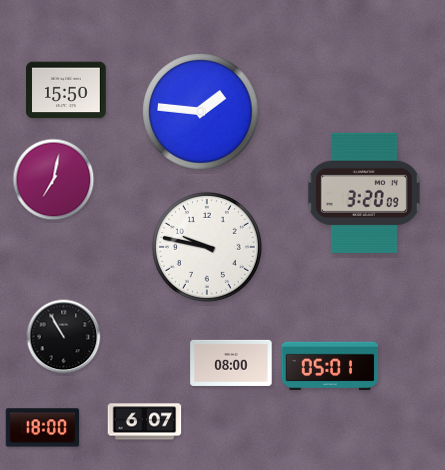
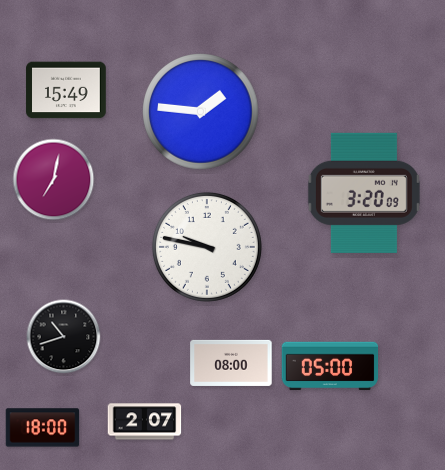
clock at (66, 90): 15:50 -> 15:49
clock at (64, 337): 10:55 -> 10:42
clock at (330, 366): 05:01 -> 05:00
clock at (145, 422): 6:07 -> 2:07
